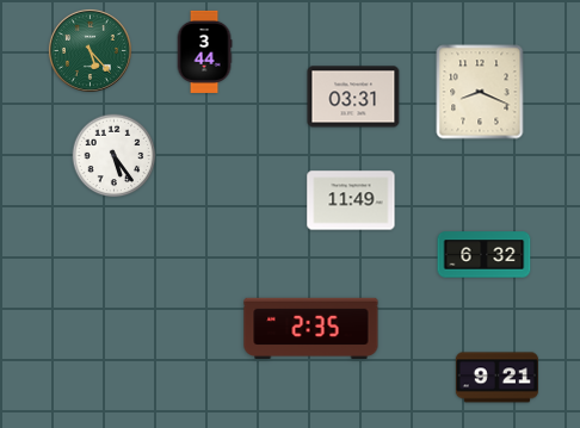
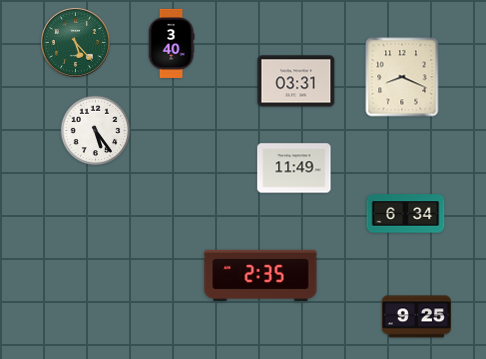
clock at (204, 51): 3:44 -> 3:40
clock at (485, 255): 6:32 -> 6:34
clock at (496, 378): 9:21 -> 9:25
